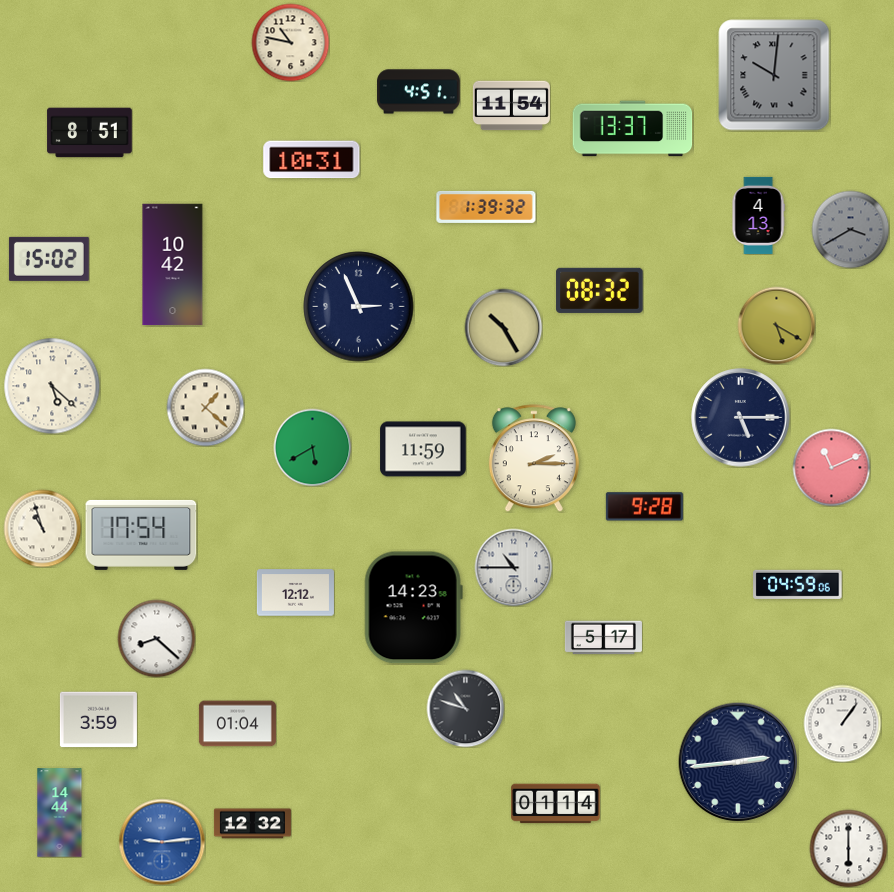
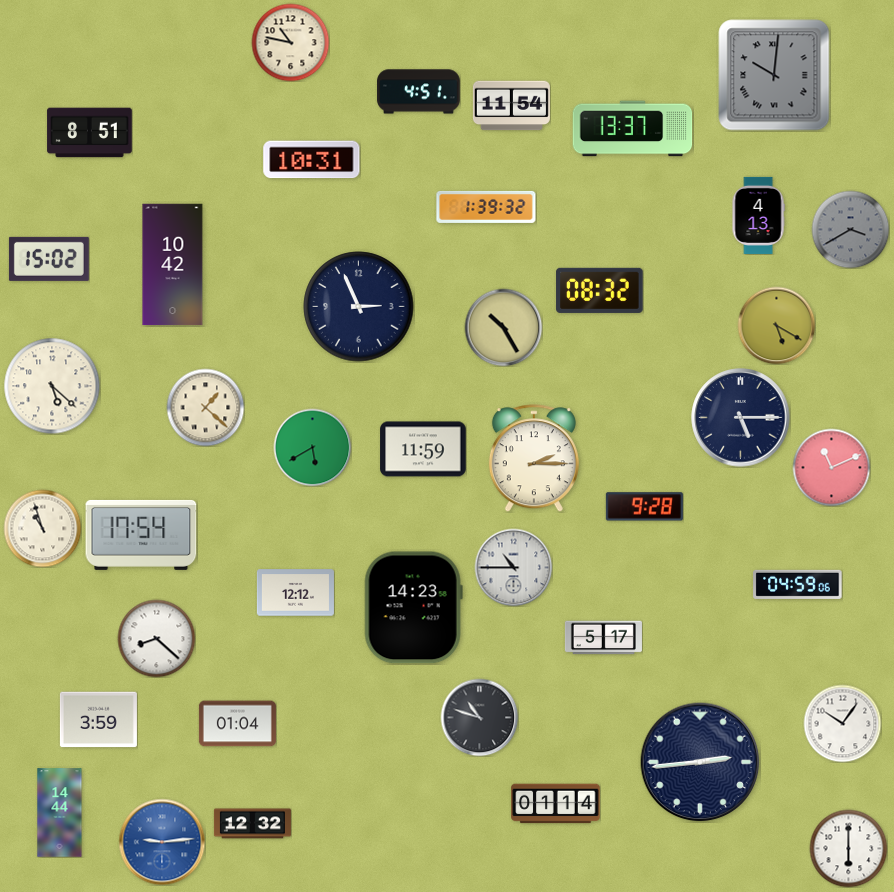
clock at (465, 708) position: (465, 708) -> (479, 717)
clock at (842, 723): 1:06 -> 10:06
clock at (738, 762) position: (738, 762) -> (700, 762)
